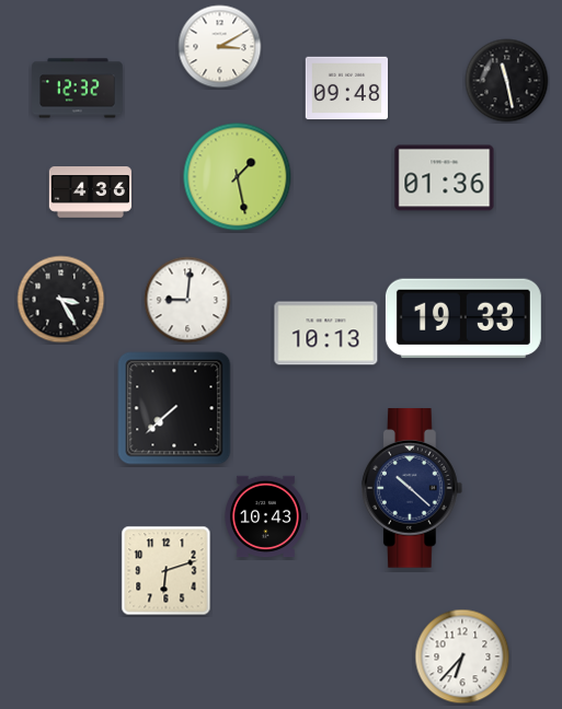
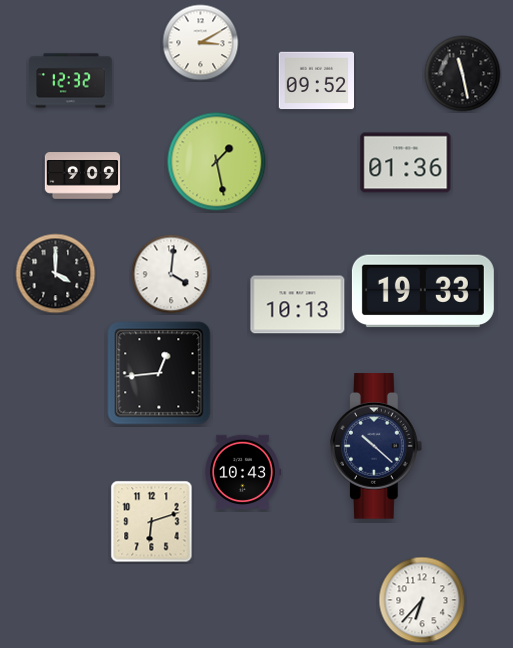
clock at (346, 89): 09:48 -> 09:52
clock at (91, 193): 4:36 -> 9:09
clock at (61, 300): 3:25 -> 4:00
clock at (187, 300): 9:01 -> 4:01
clock at (174, 408): 7:38 -> 12:44
